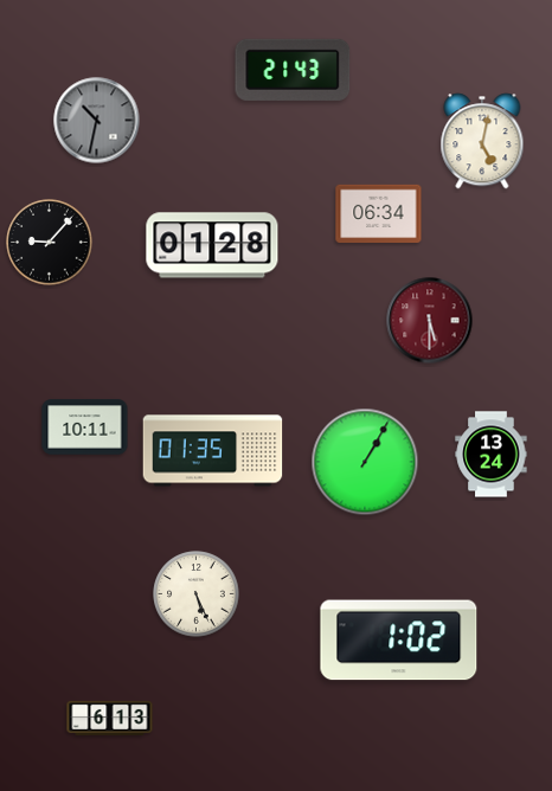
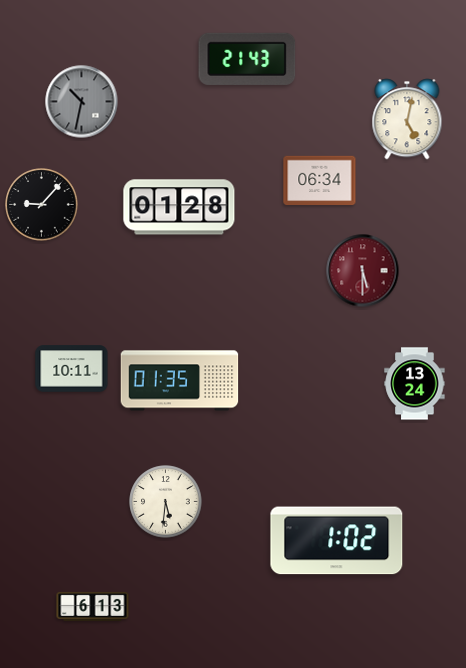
clock at (85, 427) position: (85, 427) -> (72, 369)
clock at (365, 462): 1:05 -> none
clock at (197, 594): 5:26 -> 5:31
